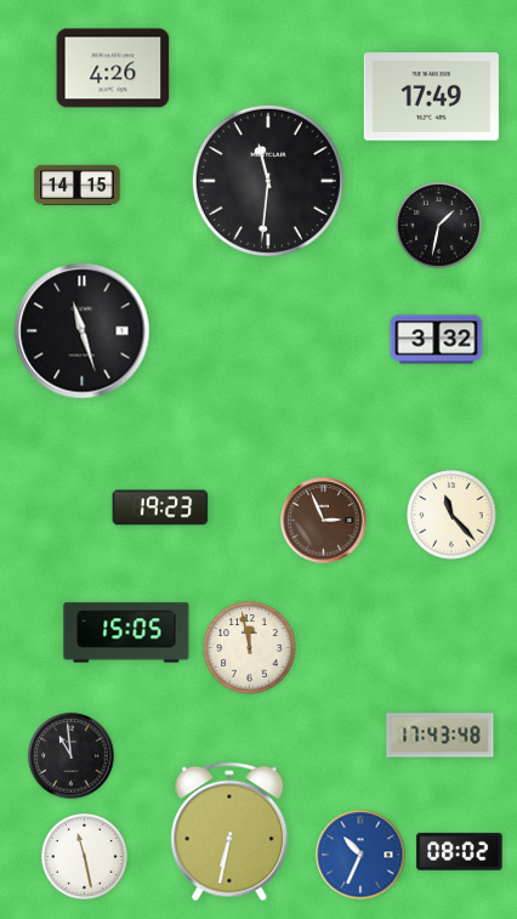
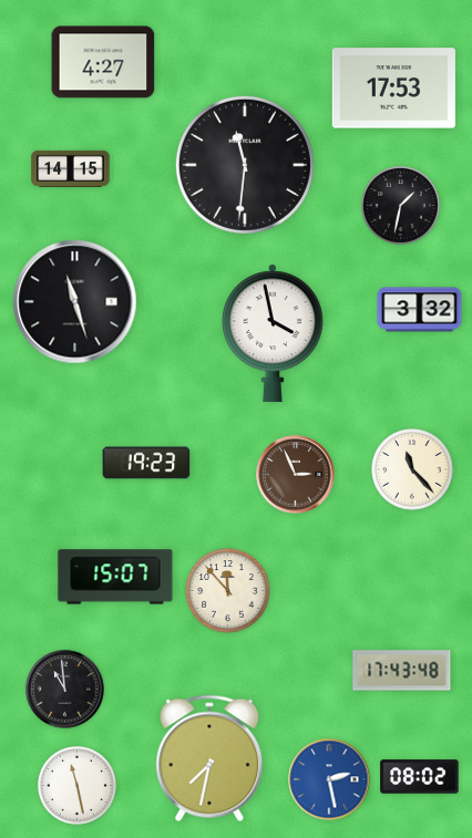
clock at (113, 68): 4:26 -> 4:27
clock at (431, 97): 17:49 -> 17:53
clock at (437, 340) position: (437, 340) -> (420, 310)
clock at (273, 333): none -> 3:58
clock at (126, 632): 15:05 -> 15:07
clock at (250, 648): 11:58 -> 11:53
clock at (229, 832): 6:32 -> 7:32
clock at (360, 855): 10:34 -> 2:28
clock at (84, 856) position: (84, 856) -> (76, 785)
